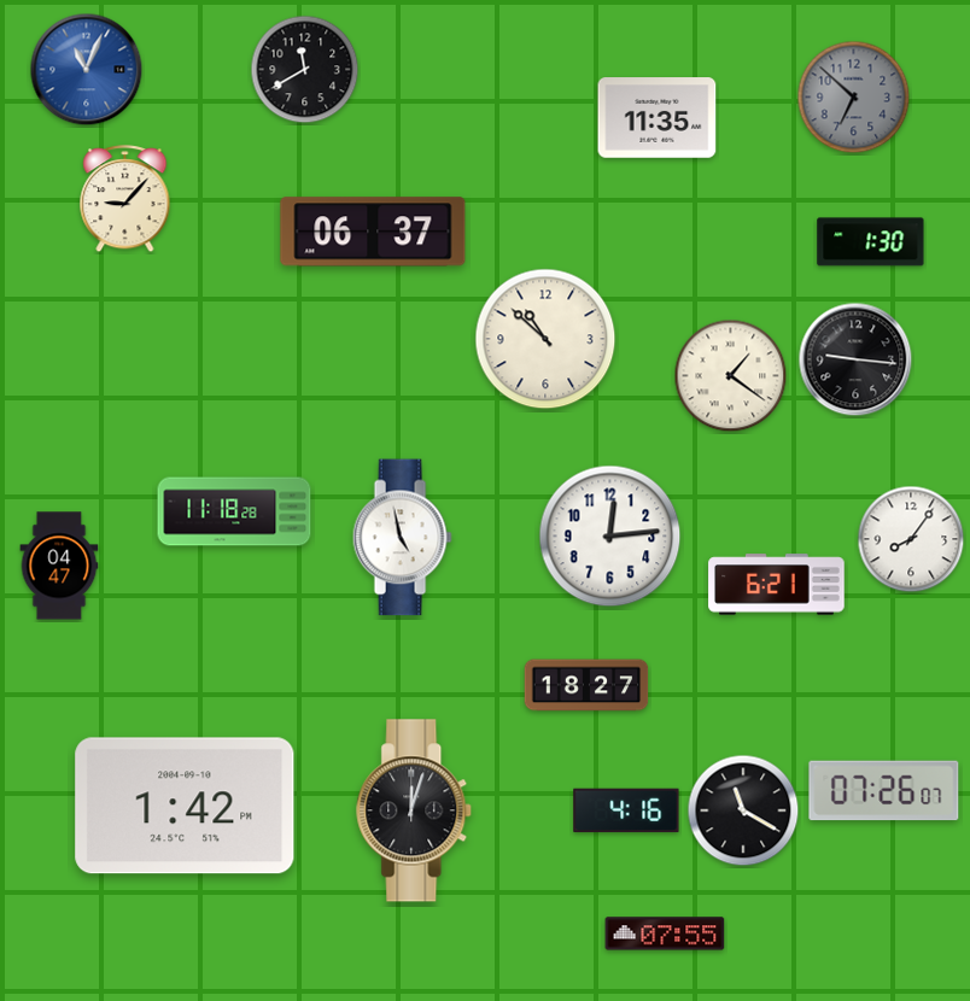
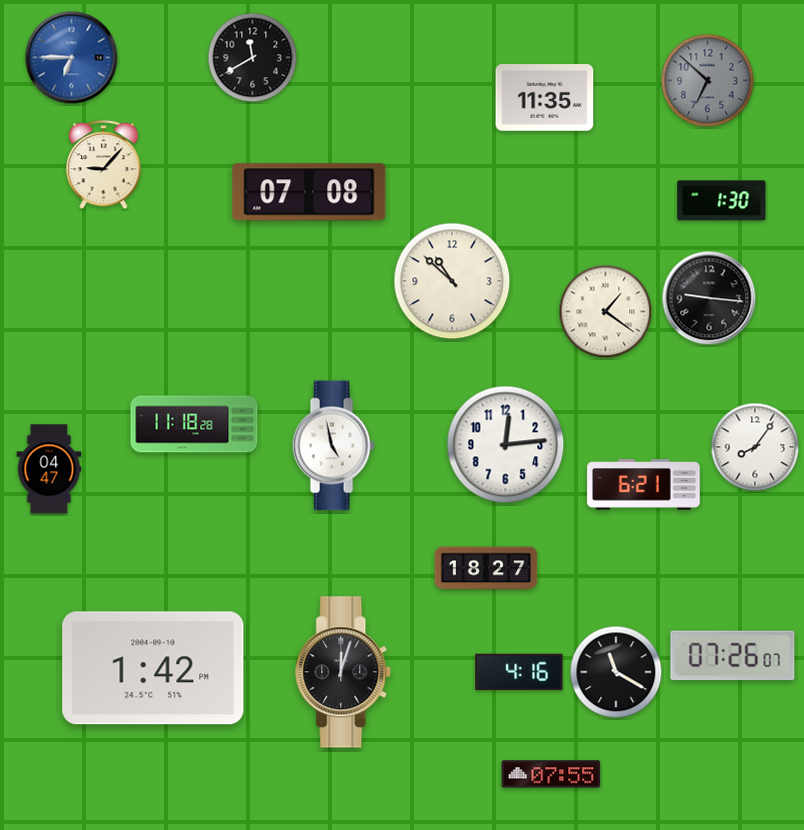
clock at (87, 70): 11:04 -> 6:45
clock at (373, 232): 06:37 -> 07:08
